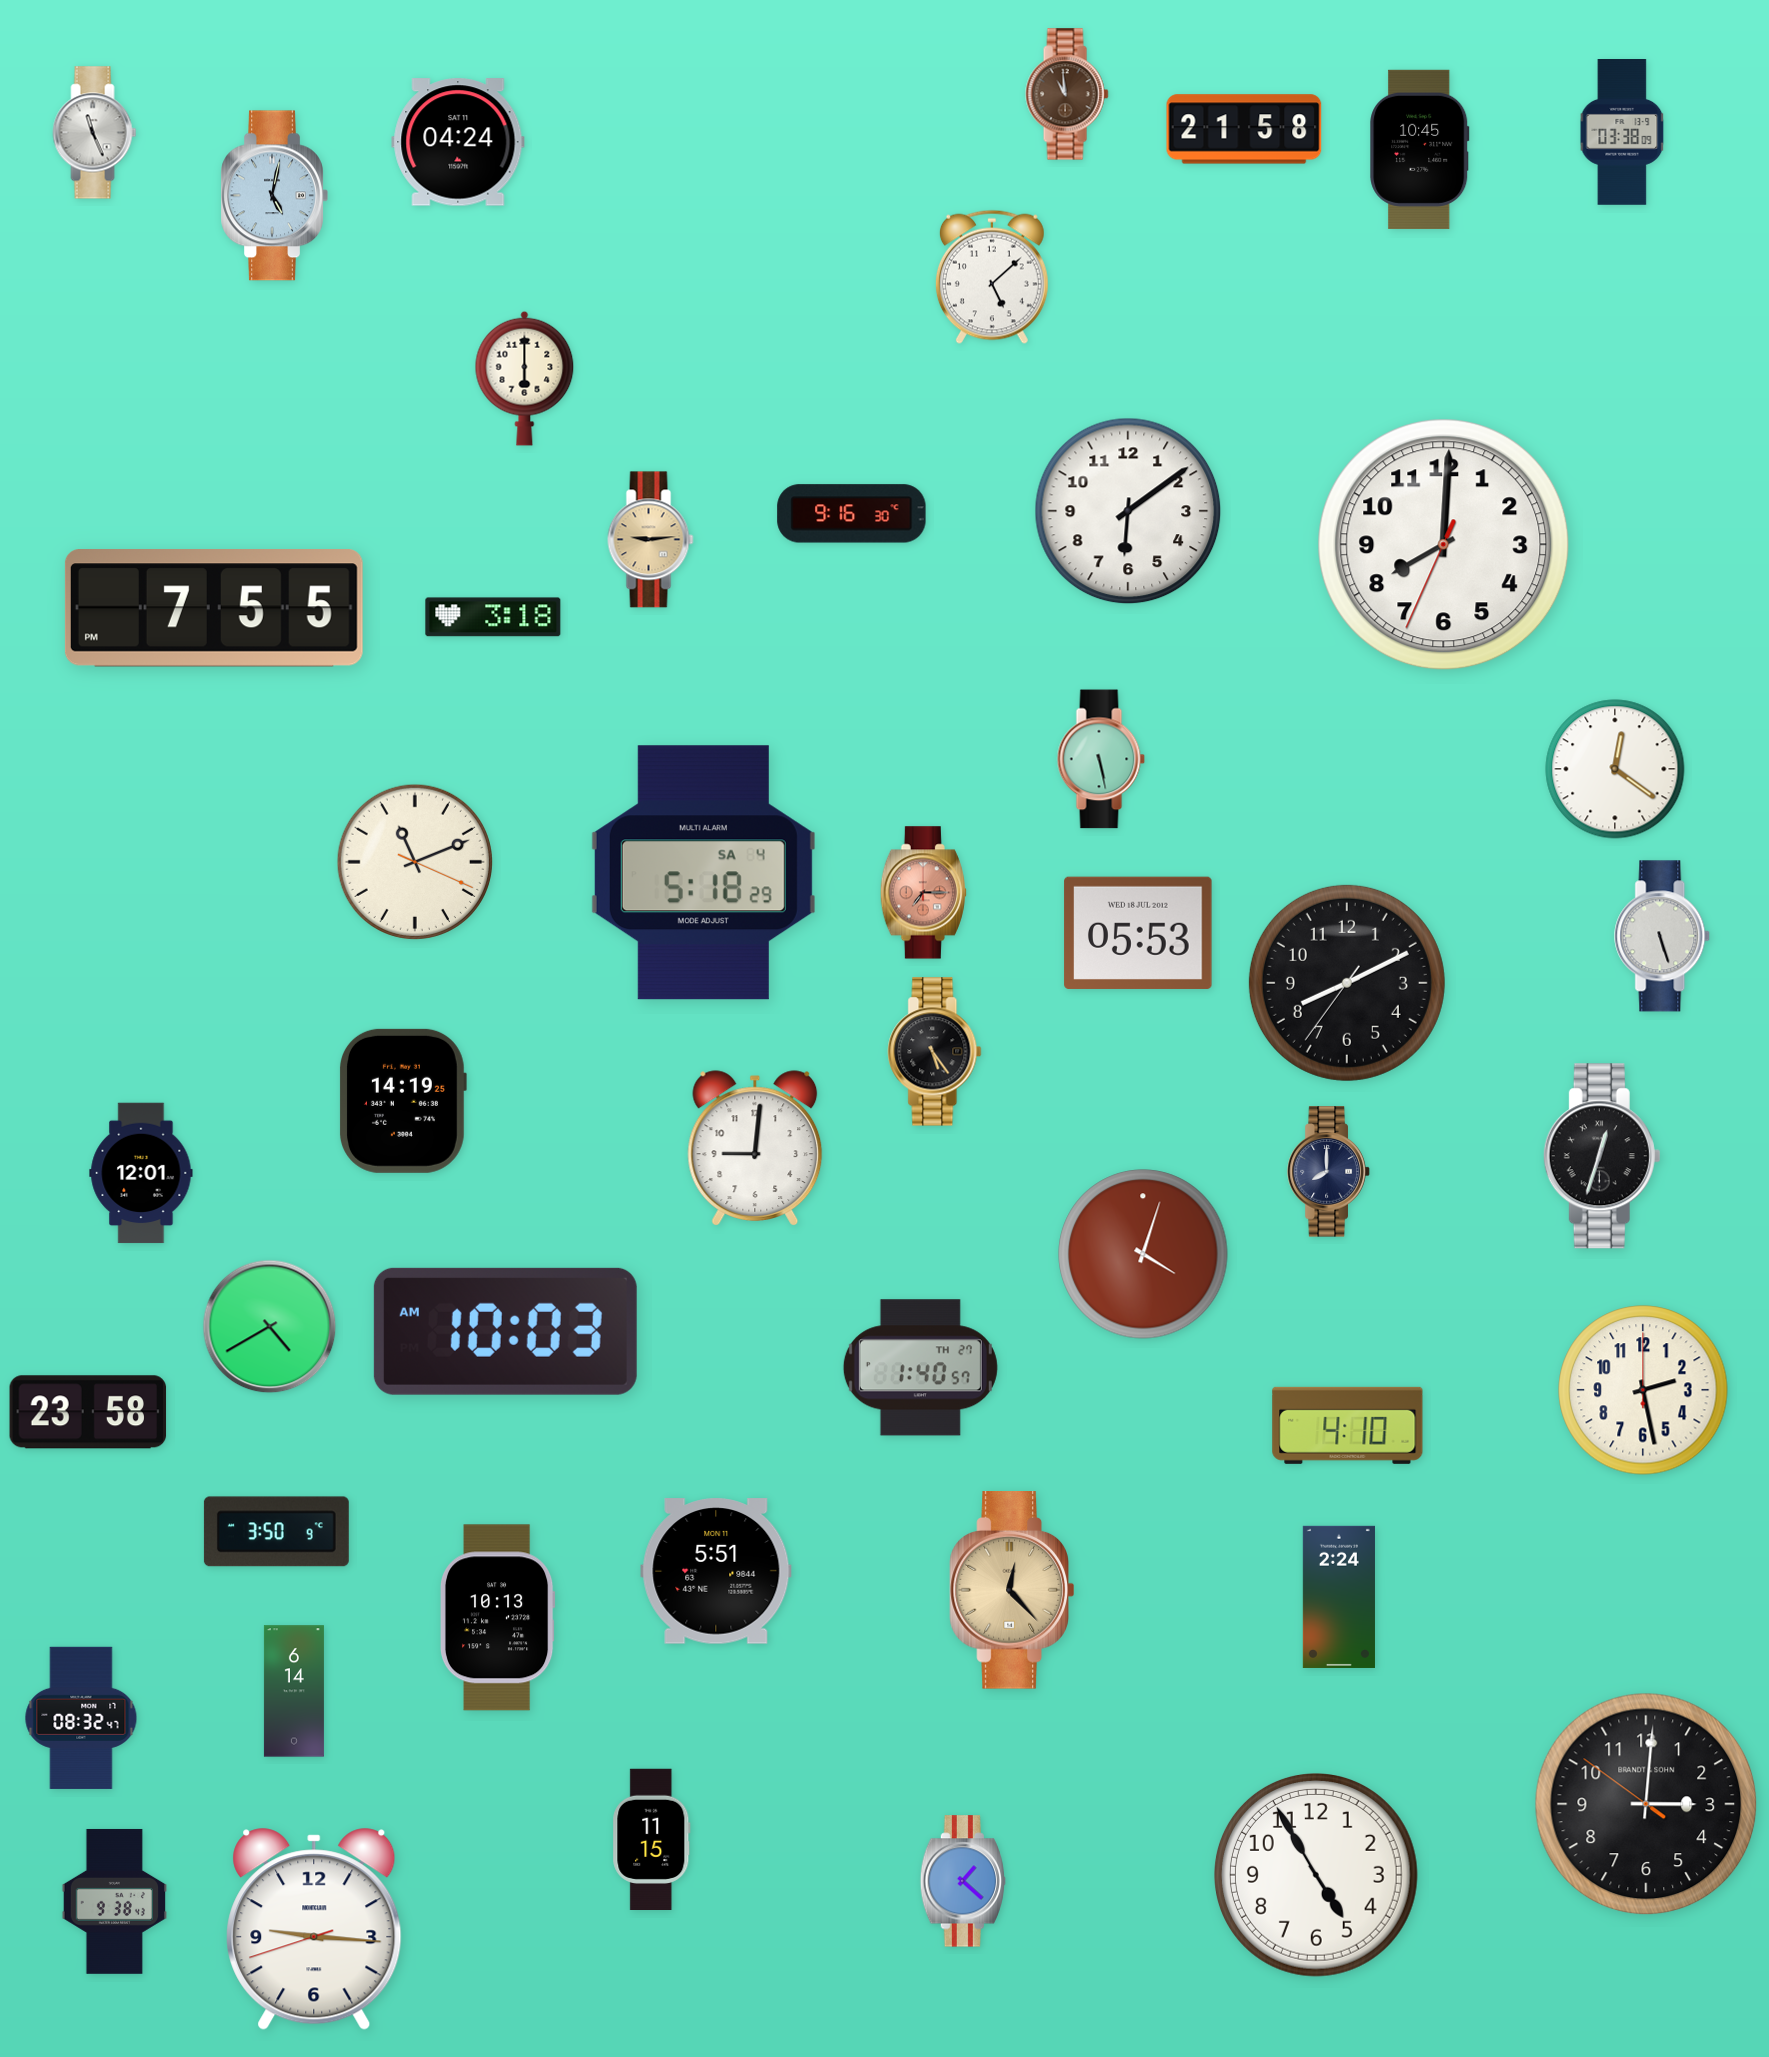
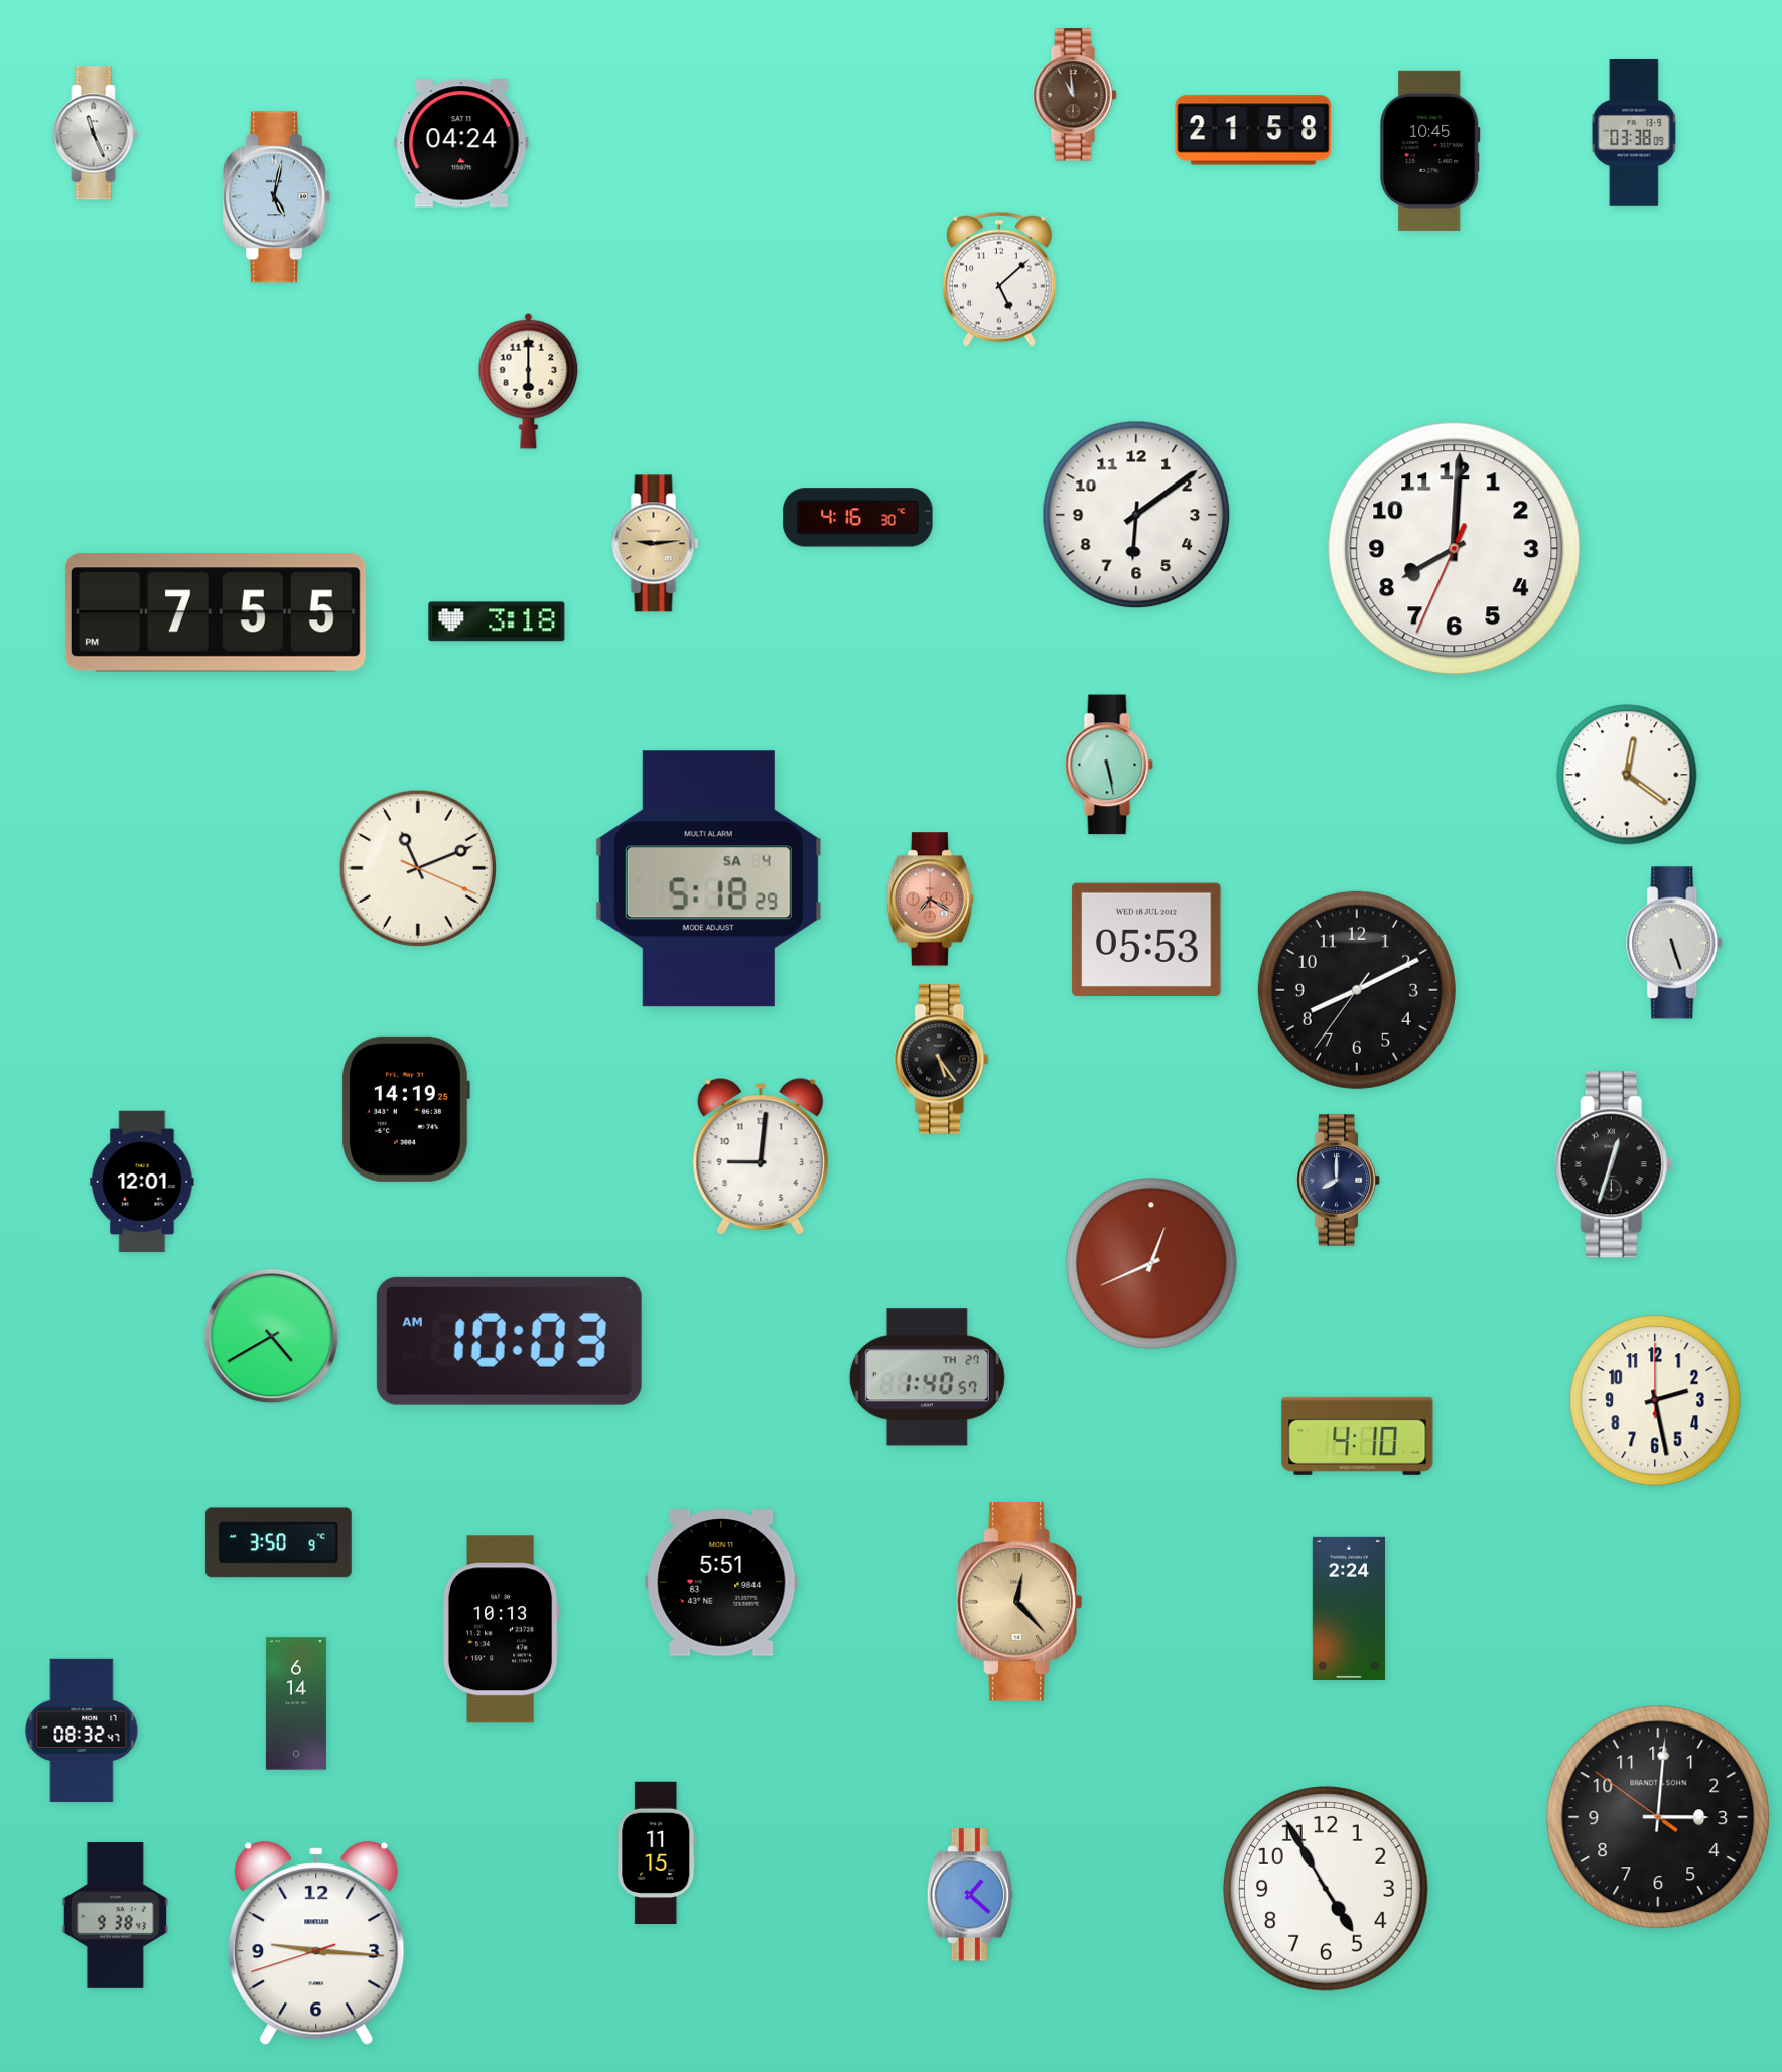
clock at (852, 514): 9:16 -> 4:16
clock at (923, 893): 7:15 -> 7:20
clock at (1143, 1254): 4:03 -> 12:41
clock at (88, 1412): 23:58 -> none
